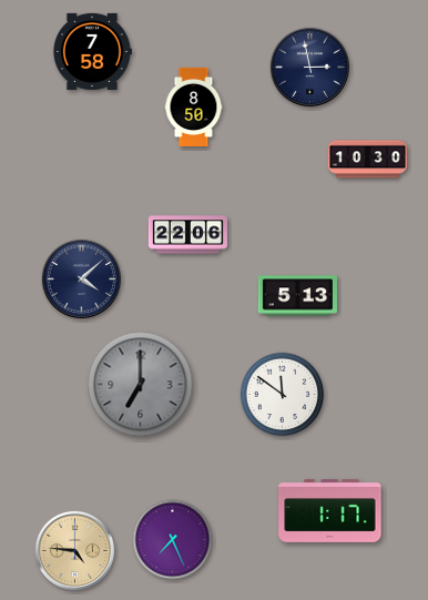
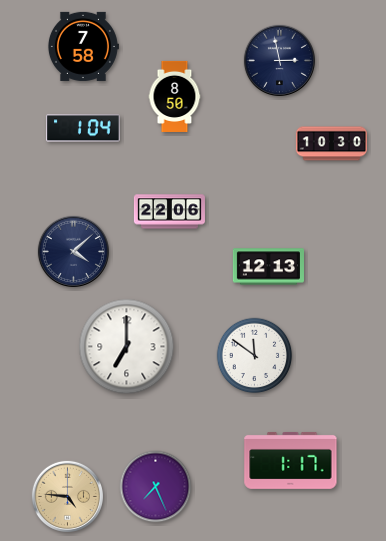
clock at (83, 128): none -> 1:04
clock at (297, 296): 5:13 -> 12:13
clock at (141, 385) dial: grey -> white
clock at (330, 510) position: (330, 510) -> (291, 460)
